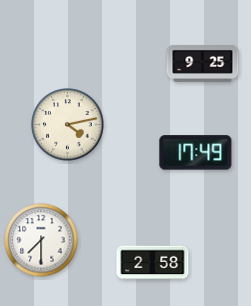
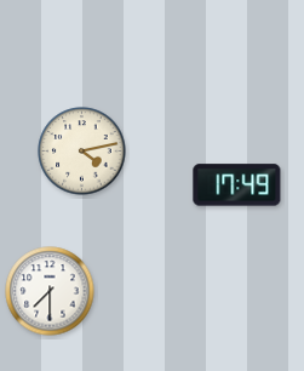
clock at (203, 63): 9:25 -> none
clock at (153, 263): 2:58 -> none
